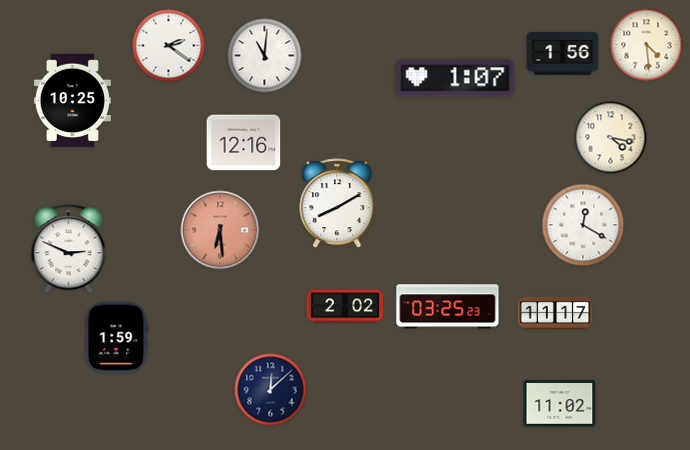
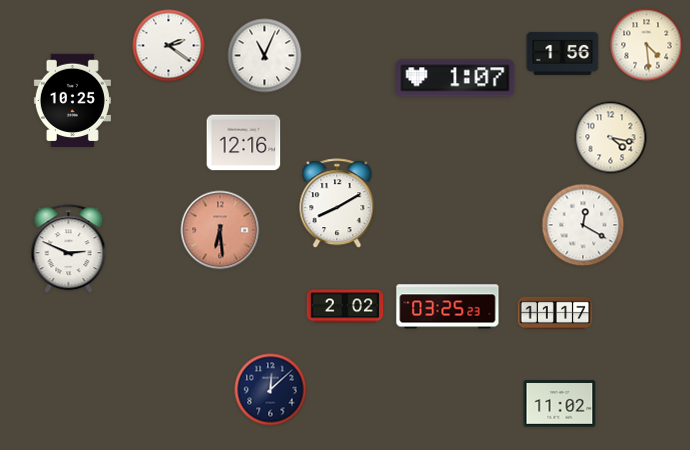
clock at (265, 56): 11:01 -> 11:04
clock at (117, 338): 1:59 -> none
